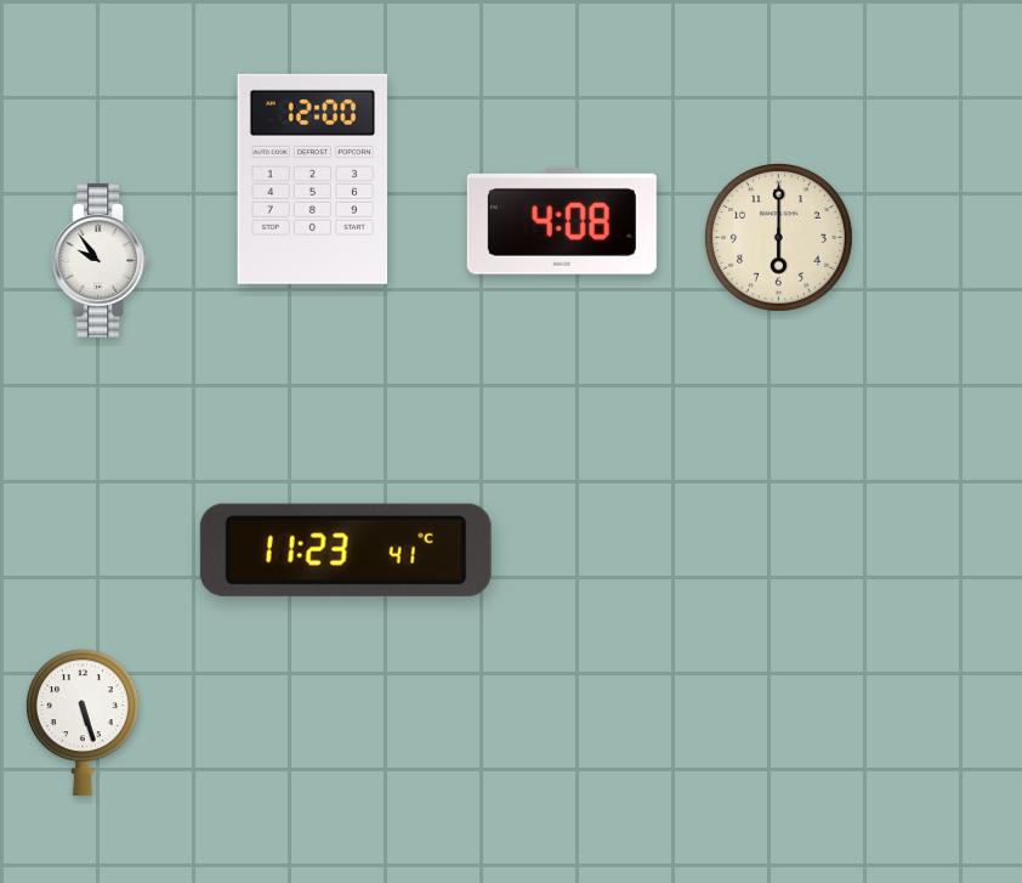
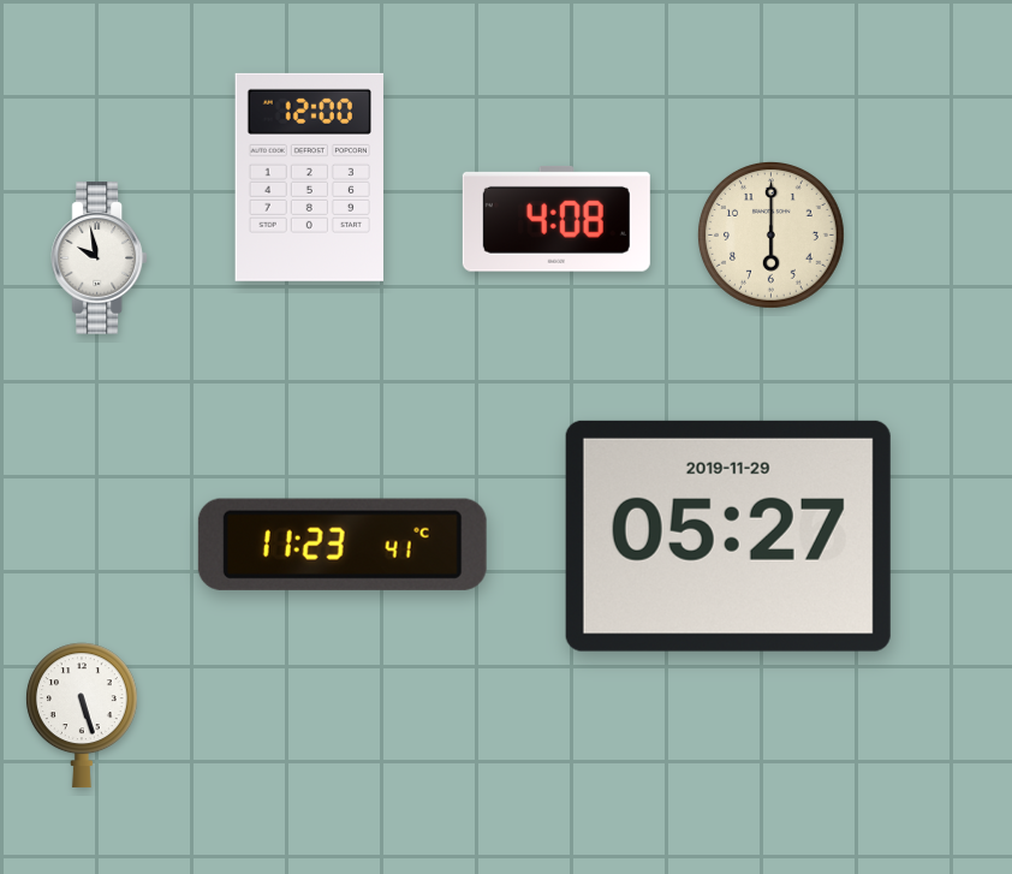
clock at (100, 261): 9:54 -> 9:58
clock at (728, 536): none -> 05:27
